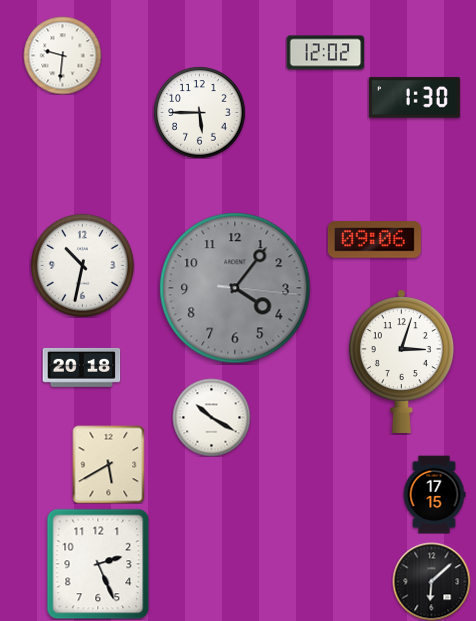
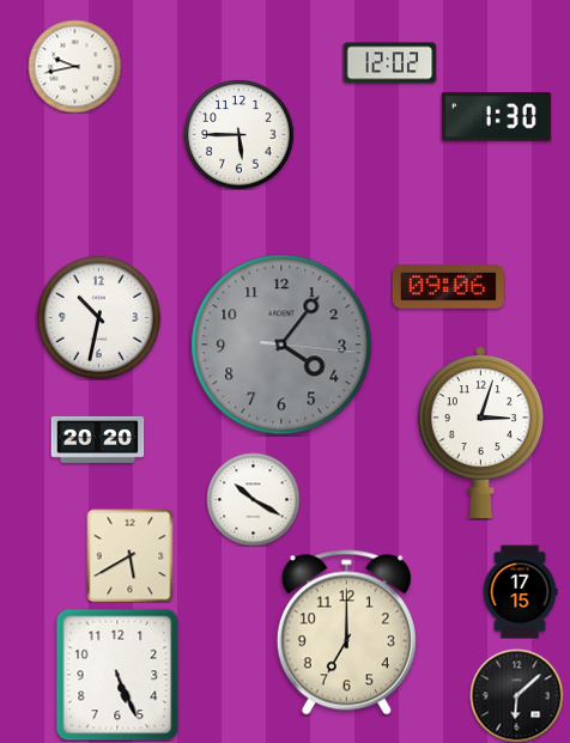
clock at (62, 55): 9:31 -> 9:43
clock at (81, 367): 20:18 -> 20:20
clock at (346, 633): none -> 7:00
clock at (98, 564): 2:26 -> 5:26
